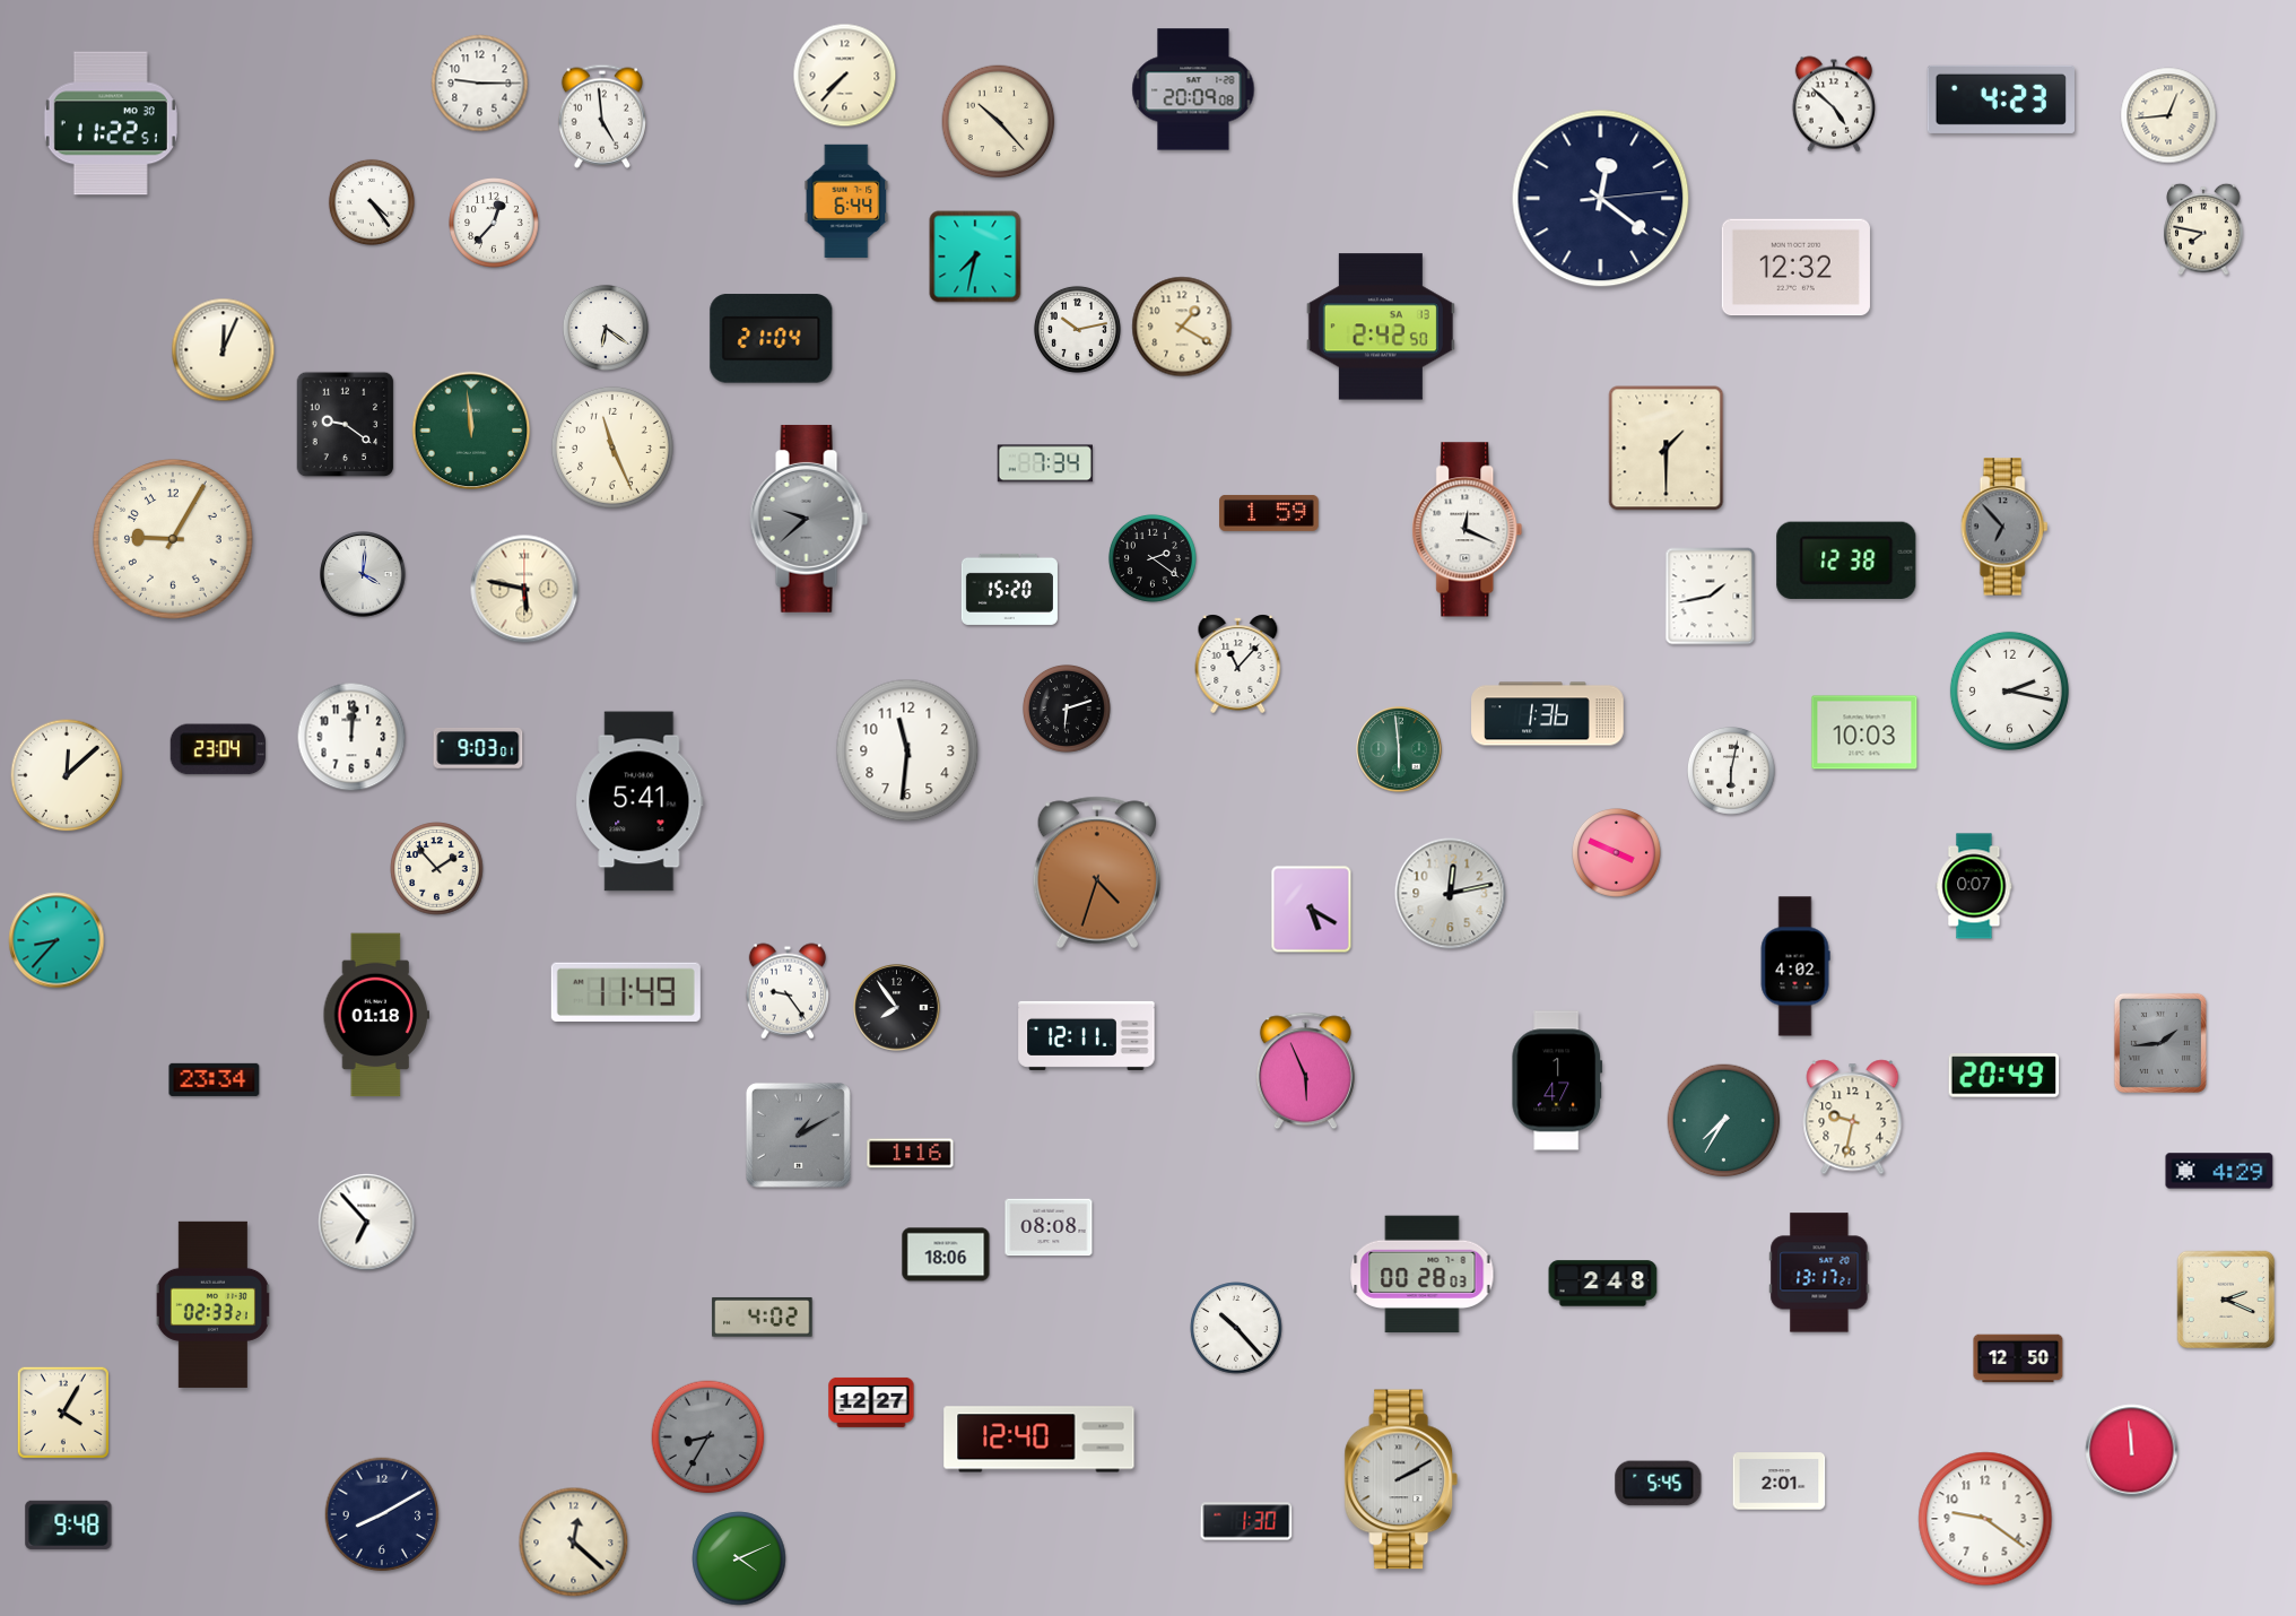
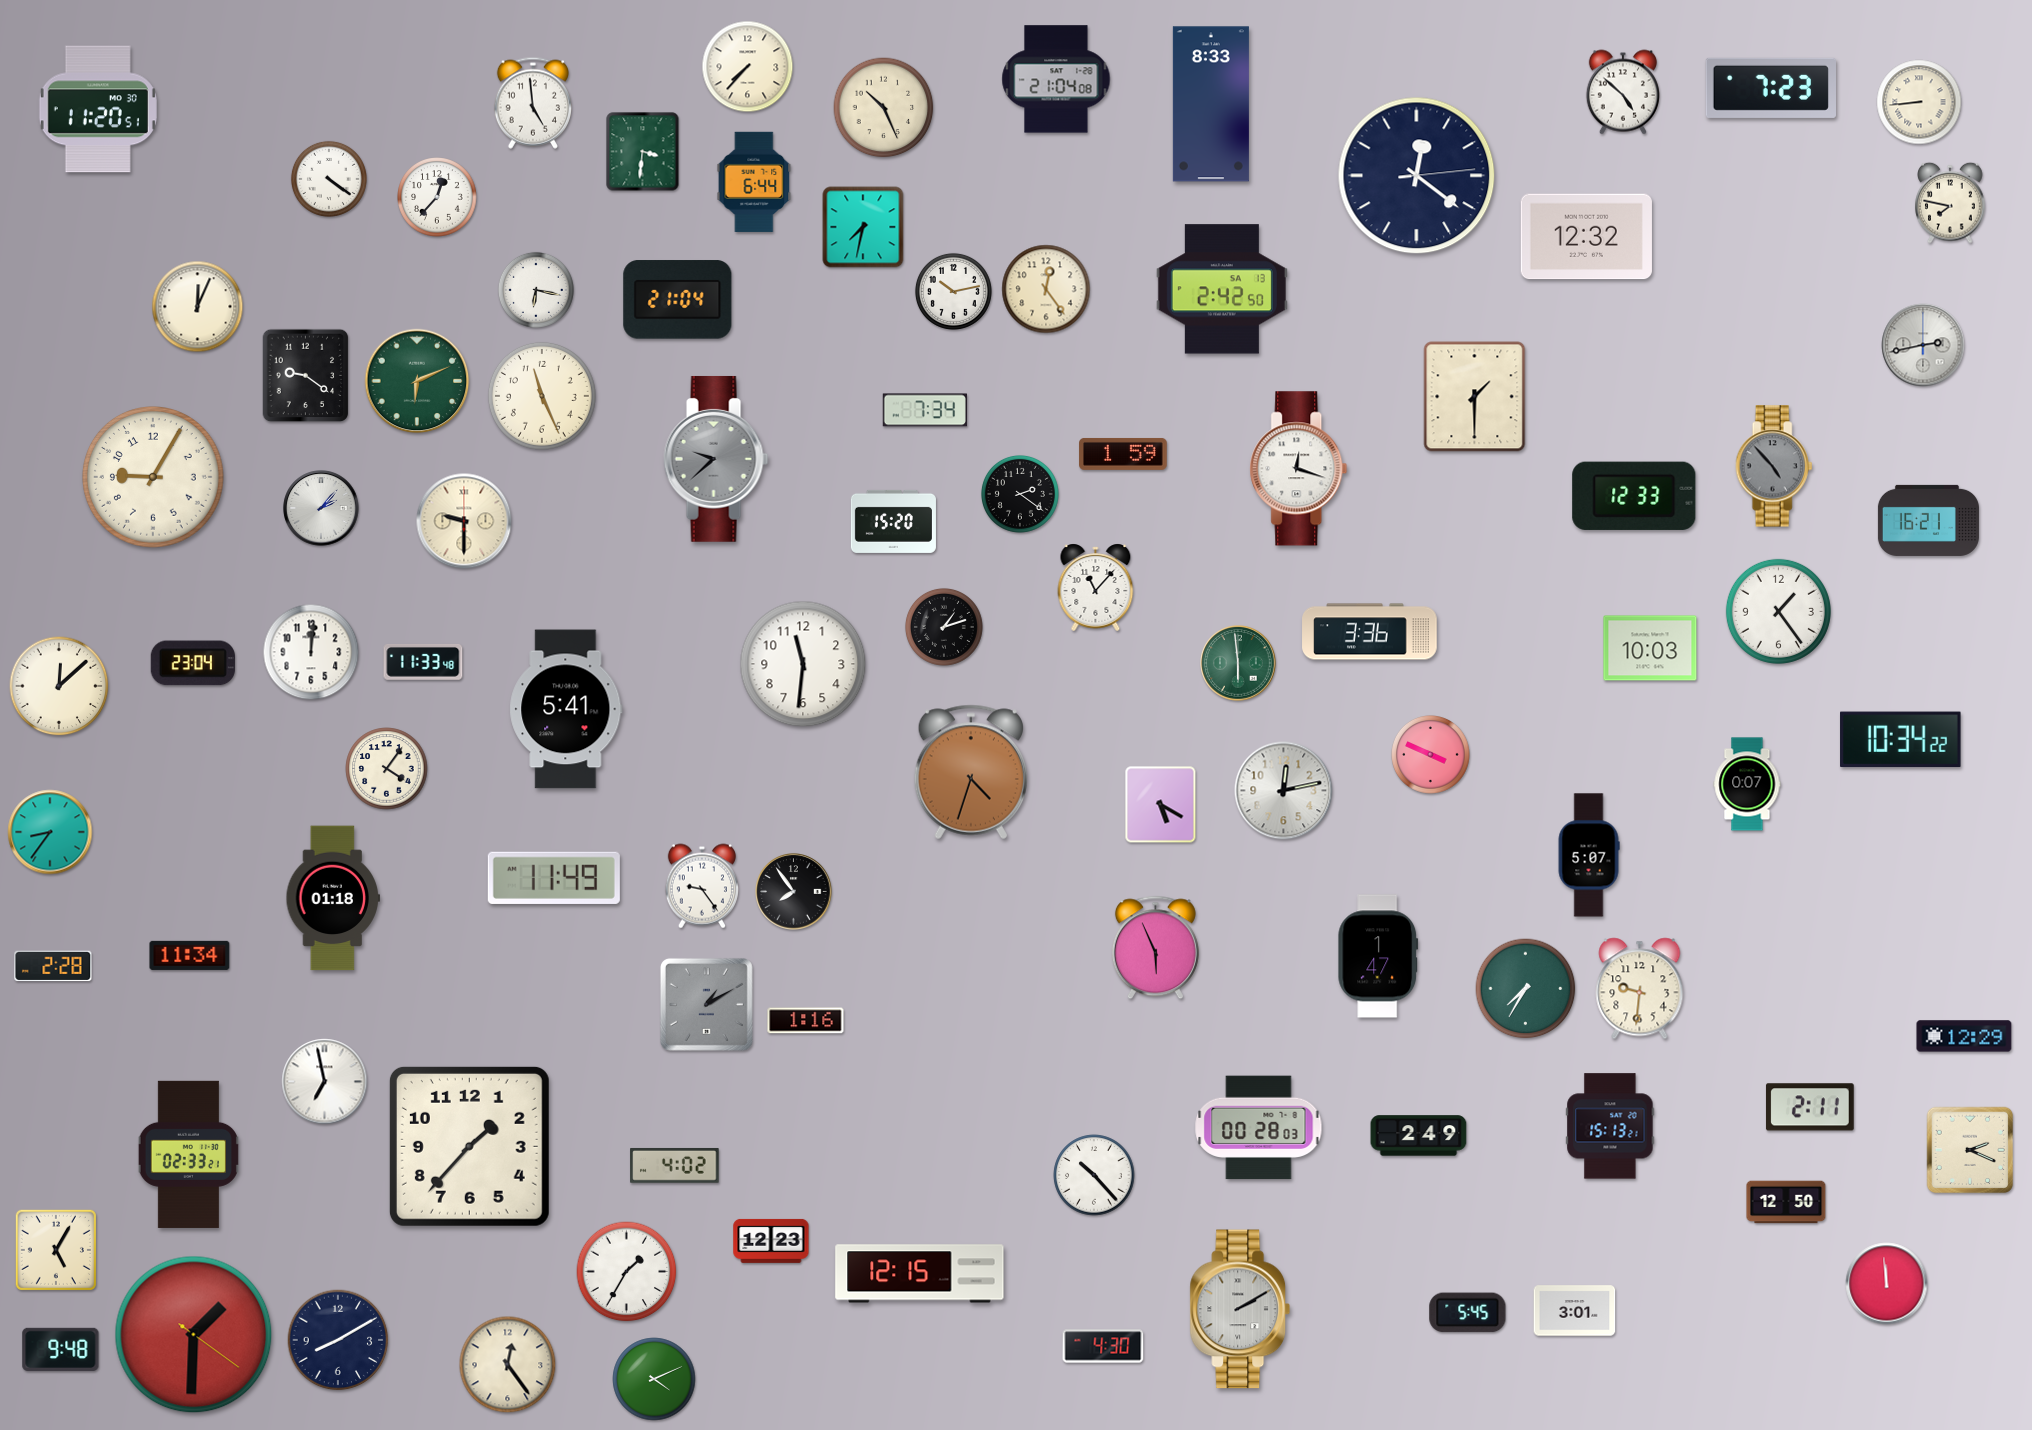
clock at (480, 84): 9:15 -> none
clock at (1193, 89): 20:09 -> 21:04
clock at (2000, 99): 4:23 -> 7:23
clock at (2168, 115): 12:44 -> 8:44
clock at (1211, 104): none -> 8:33
clock at (999, 122): 10:23 -> 10:26
clock at (111, 123): 11:22 -> 11:20
clock at (643, 152): none -> 3:31
clock at (846, 201) position: (846, 201) -> (754, 182)
clock at (372, 202): 4:24 -> 4:21
clock at (1795, 268) position: (1795, 268) -> (1586, 237)
clock at (1182, 327): 1:20 -> 12:24
clock at (606, 328): 6:21 -> 6:17
clock at (772, 339) position: (772, 339) -> (678, 300)
clock at (224, 350) position: (224, 350) -> (198, 307)
clock at (1923, 345): none -> 2:43
clock at (471, 431): 11:59 -> 6:11
clock at (2004, 527): 6:53 -> 4:53
clock at (1468, 530): 12:19 -> 12:18
clock at (1846, 561): 12:38 -> 12:33
clock at (363, 574): 4:01 -> 2:07
clock at (1928, 520): none -> 16:21
clock at (524, 589): 5:47 -> 9:30
clock at (1711, 597): 1:43 -> none
clock at (2009, 690): 2:17 -> 1:24
clock at (1067, 709): 6:12 -> 1:12
clock at (1548, 714): 1:36 -> 3:36
clock at (478, 748): 9:03 -> 11:33
clock at (1731, 771): 6:02 -> none
clock at (1901, 740): none -> 10:34
clock at (437, 869): 1:53 -> 4:06
clock at (56, 940): 8:37 -> 8:36
clock at (1795, 966): 4:02 -> 5:07
clock at (788, 991) position: (788, 991) -> (702, 886)
clock at (1087, 1035): 12:11 -> none
clock at (2160, 1043): 1:44 -> none
clock at (2004, 1076): 20:49 -> none
clock at (215, 1079): 23:34 -> 11:34
clock at (53, 966): none -> 2:28
clock at (1853, 1118): 9:32 -> 9:31
clock at (1724, 1121) position: (1724, 1121) -> (1526, 989)
clock at (2219, 1171): 4:29 -> 12:29
clock at (367, 1223): 6:53 -> 6:58
clock at (1049, 1227): 08:08 -> none
clock at (1810, 1107): none -> 2:11
clock at (946, 1254): 18:06 -> none
clock at (1819, 1272): 13:17 -> 15:13
clock at (1603, 1284): 2:48 -> 2:49
clock at (469, 1146): none -> 1:37
clock at (871, 1402): 12:27 -> 12:23
clock at (63, 1413): 4:05 -> 5:05
clock at (708, 1437): 8:35 -> 1:35
clock at (708, 1437) dial: grey -> white
clock at (1040, 1440): 12:40 -> 12:15
clock at (1780, 1482): 2:01 -> 3:01
clock at (194, 1335): none -> 1:30
clock at (1985, 1519): 9:21 -> none
clock at (1246, 1521): 1:30 -> 4:30
clock at (574, 1543): 12:22 -> 12:24
